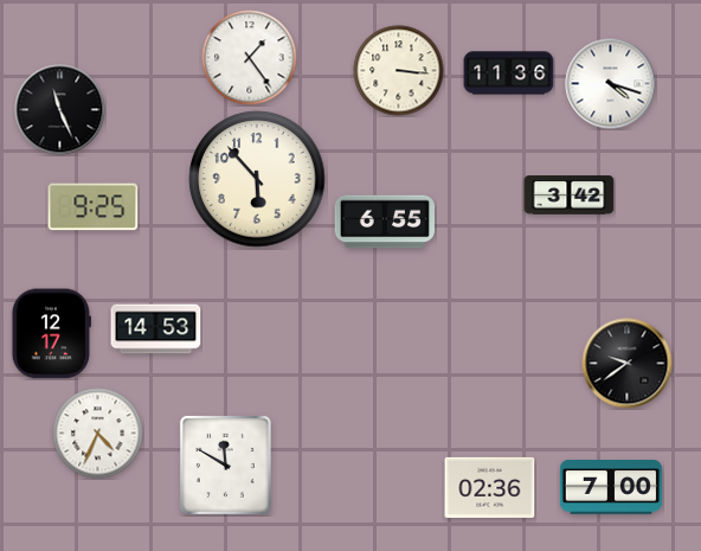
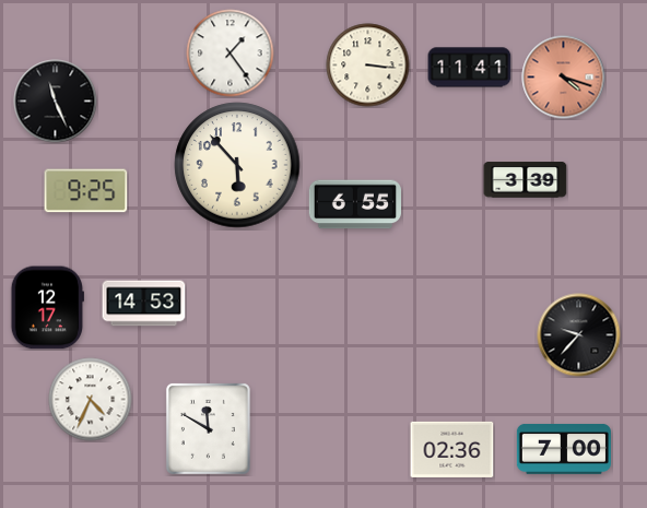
clock at (509, 73): 11:36 -> 11:41
clock at (611, 84) dial: white -> salmon
clock at (570, 196): 3:42 -> 3:39
clock at (628, 364): 9:39 -> 9:37
